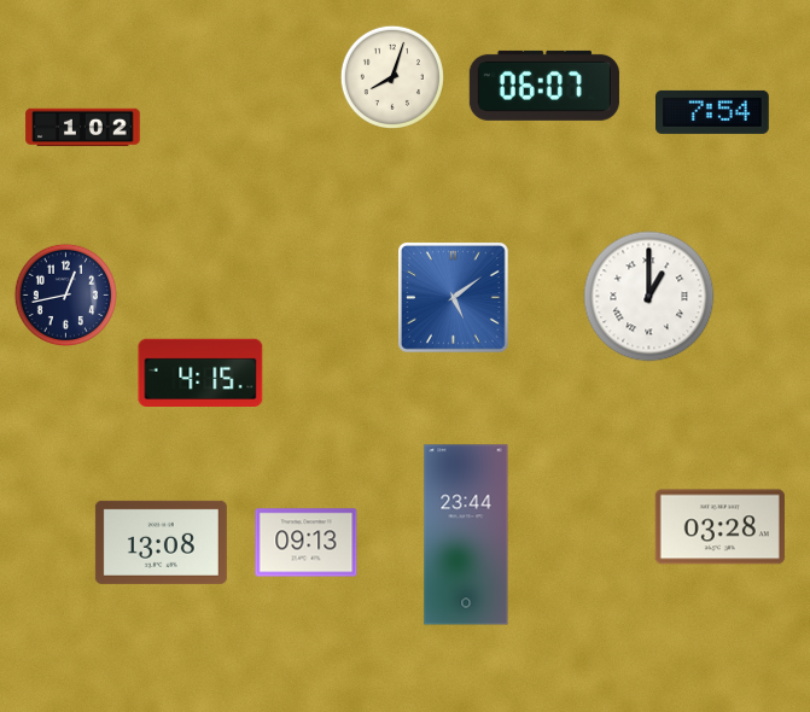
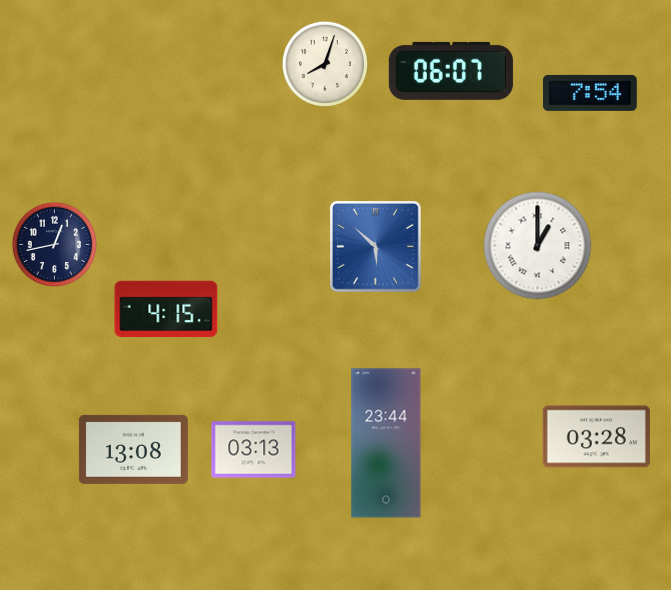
clock at (83, 128): 1:02 -> none
clock at (454, 298): 5:09 -> 5:52
clock at (307, 543): 09:13 -> 03:13
